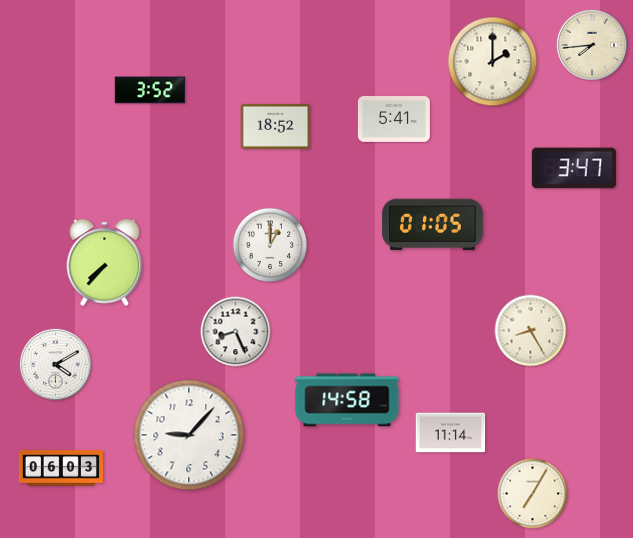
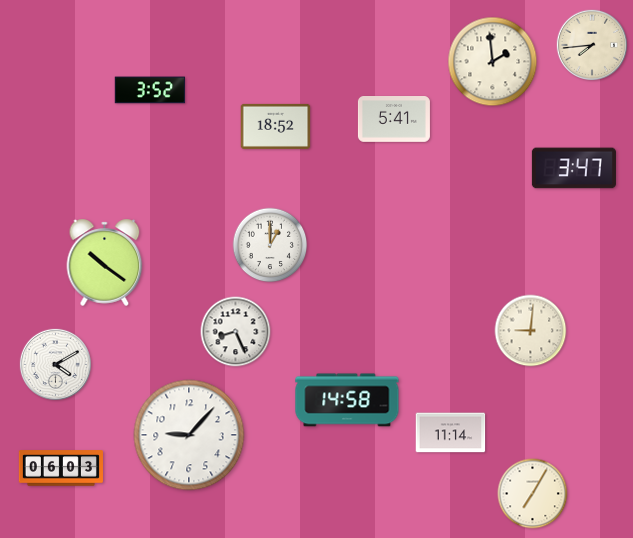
clock at (493, 62): 2:00 -> 1:59
clock at (433, 225): 01:05 -> none
clock at (105, 262): 7:37 -> 10:21
clock at (531, 331): 8:25 -> 9:01
